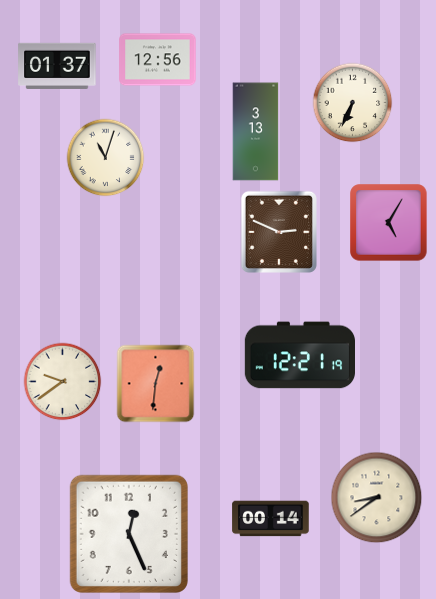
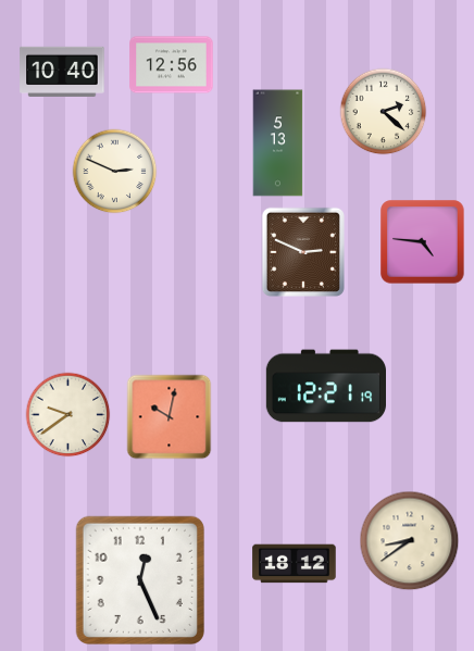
clock at (57, 66): 01:37 -> 10:40
clock at (352, 102): 6:34 -> 2:22
clock at (256, 132): 3:13 -> 5:13
clock at (105, 157): 11:03 -> 2:49
clock at (389, 223): 5:05 -> 4:46
clock at (155, 383): 12:31 -> 10:02
clock at (271, 519): 00:14 -> 18:12
